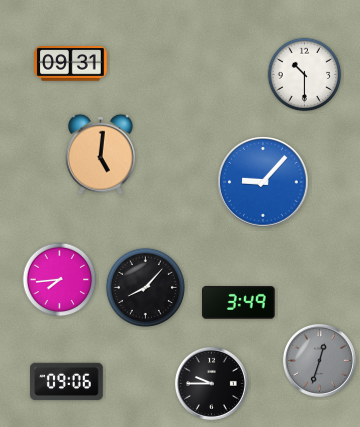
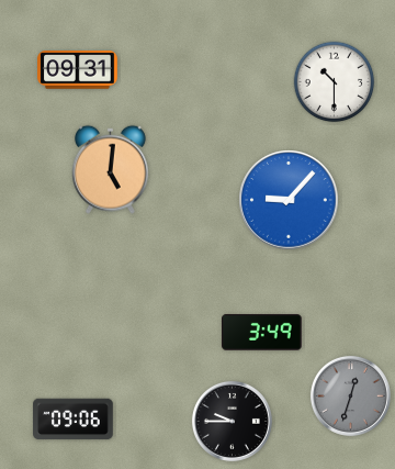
clock at (60, 280): 7:44 -> none
clock at (145, 287): 8:07 -> none
